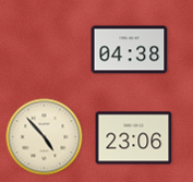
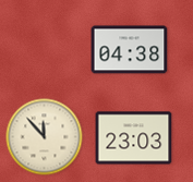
clock at (45, 137): 4:53 -> 11:53
clock at (134, 138): 23:06 -> 23:03
